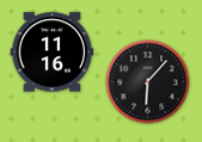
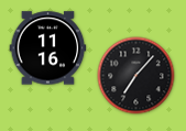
clock at (148, 82): 6:07 -> 7:07
